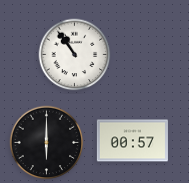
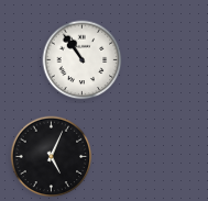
clock at (132, 141): 00:57 -> none
clock at (47, 143): 6:00 -> 5:04
